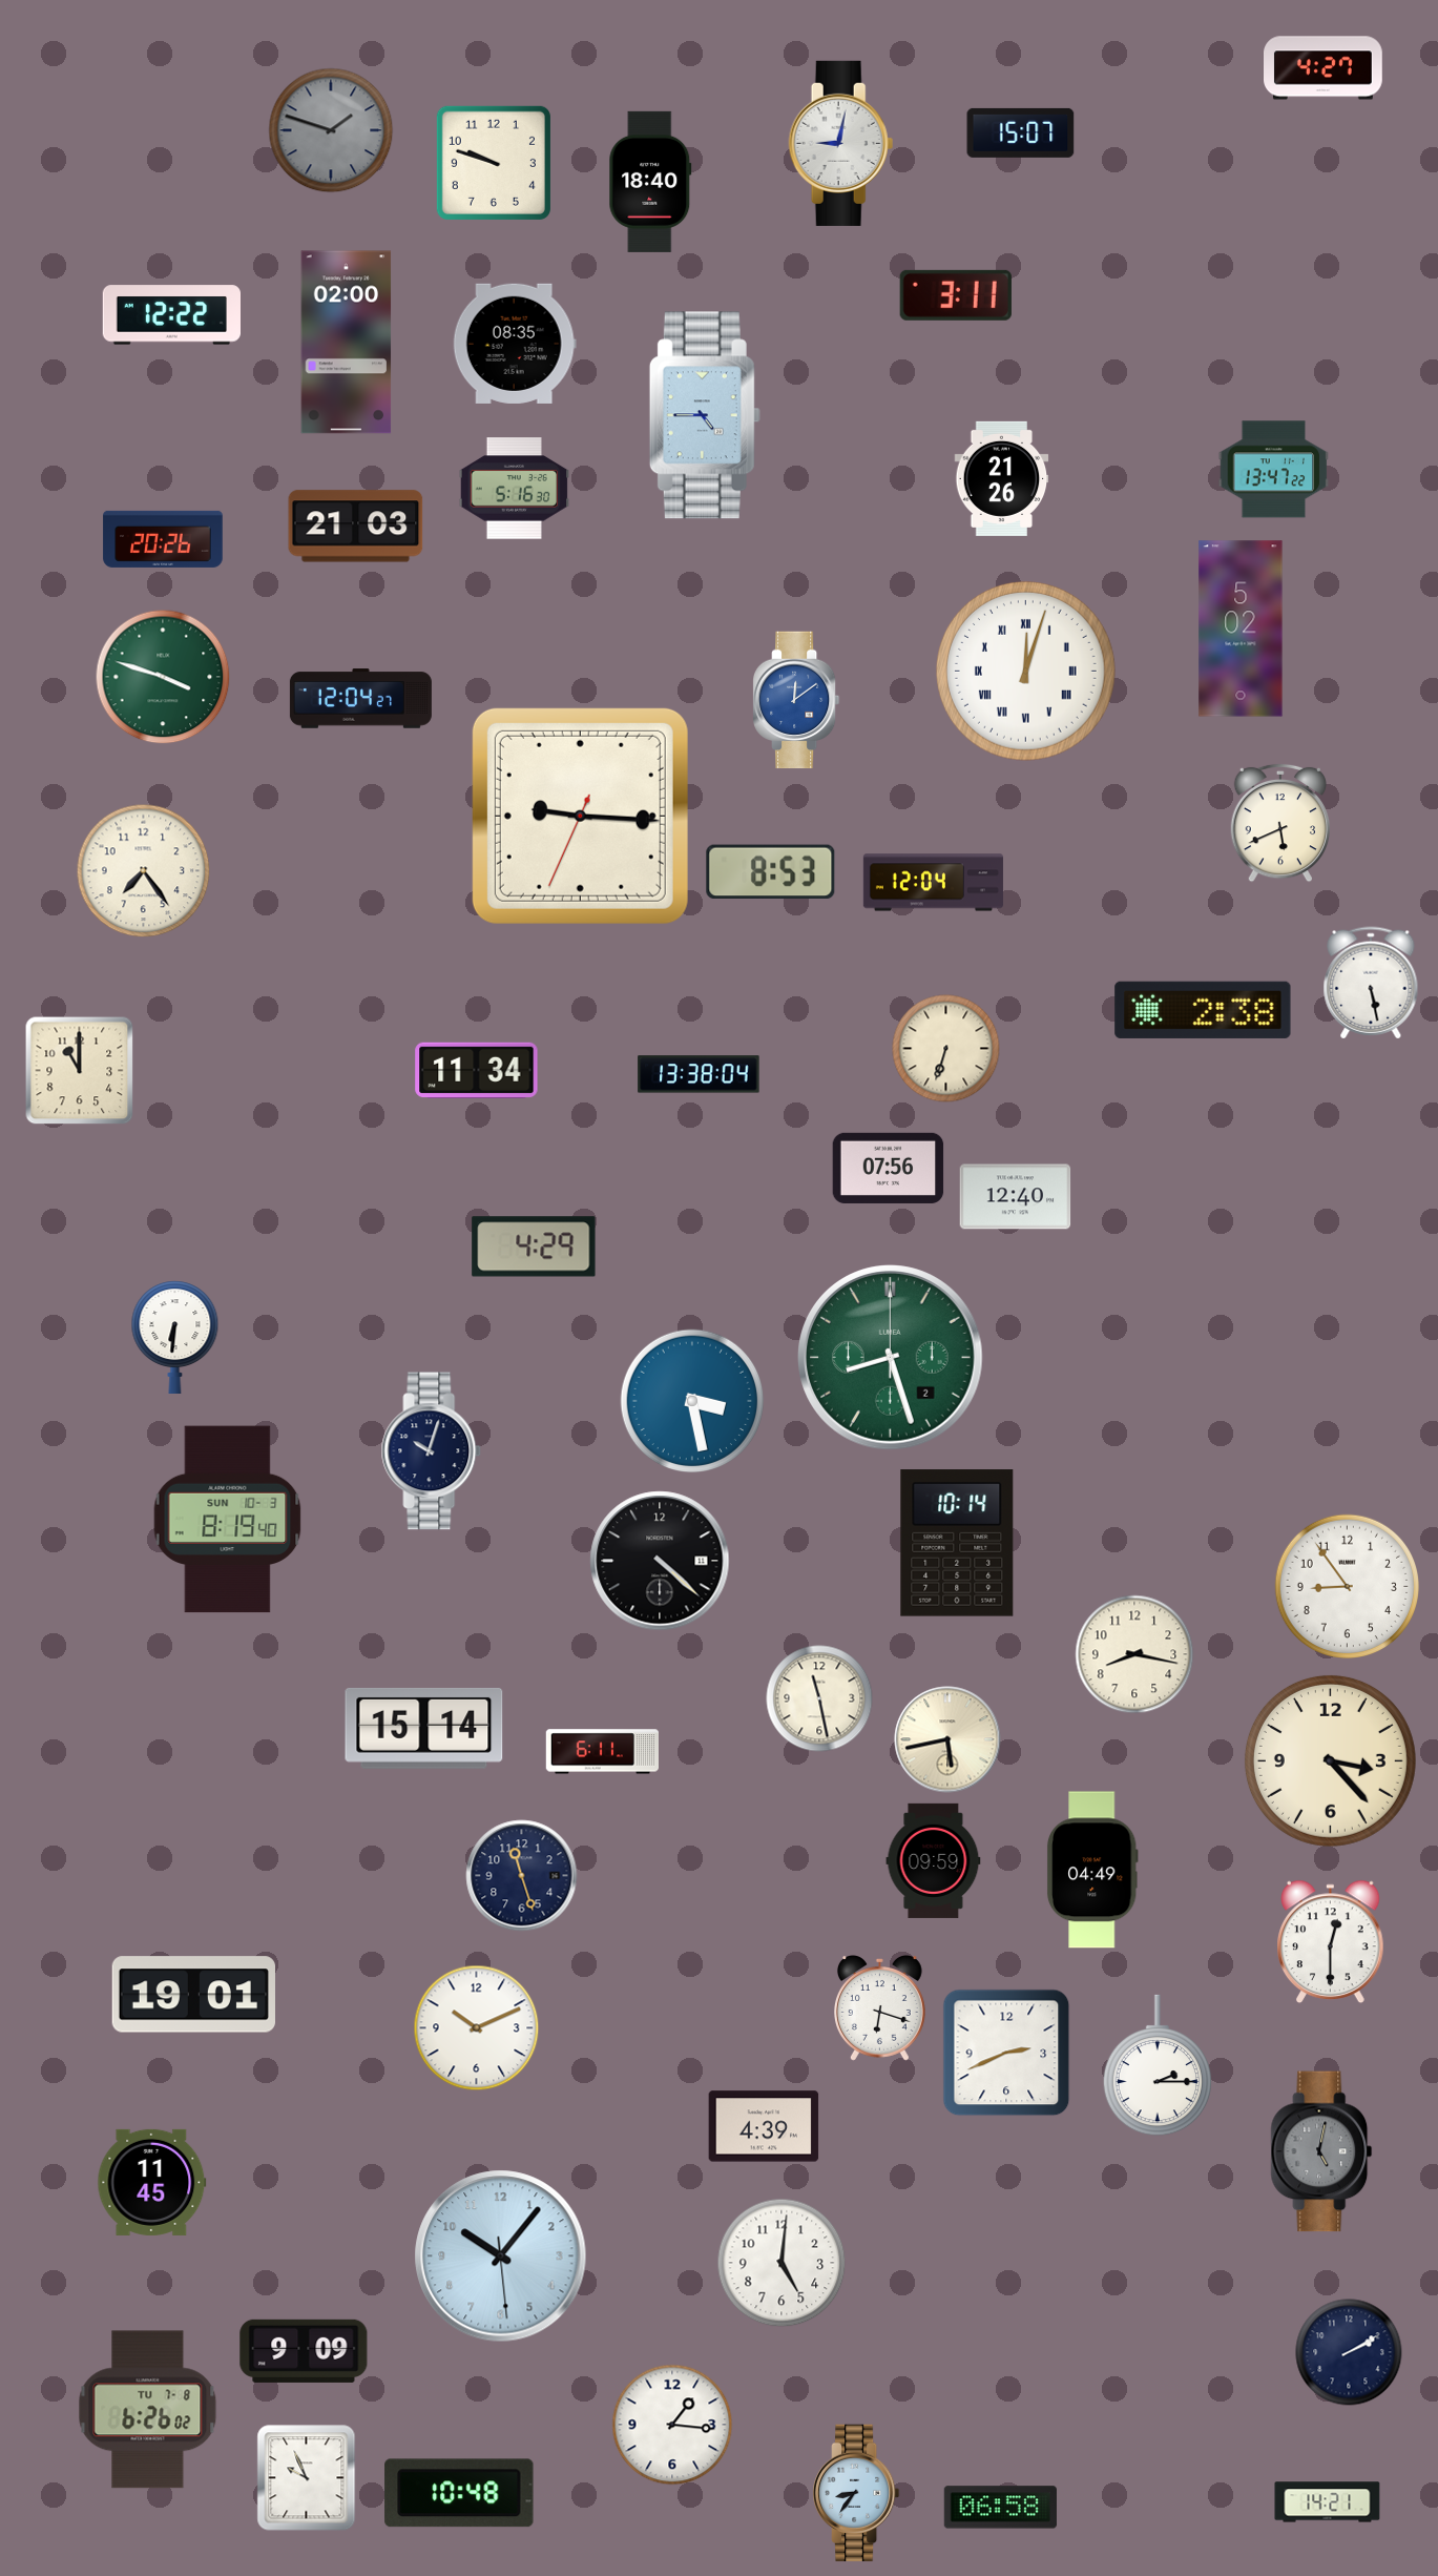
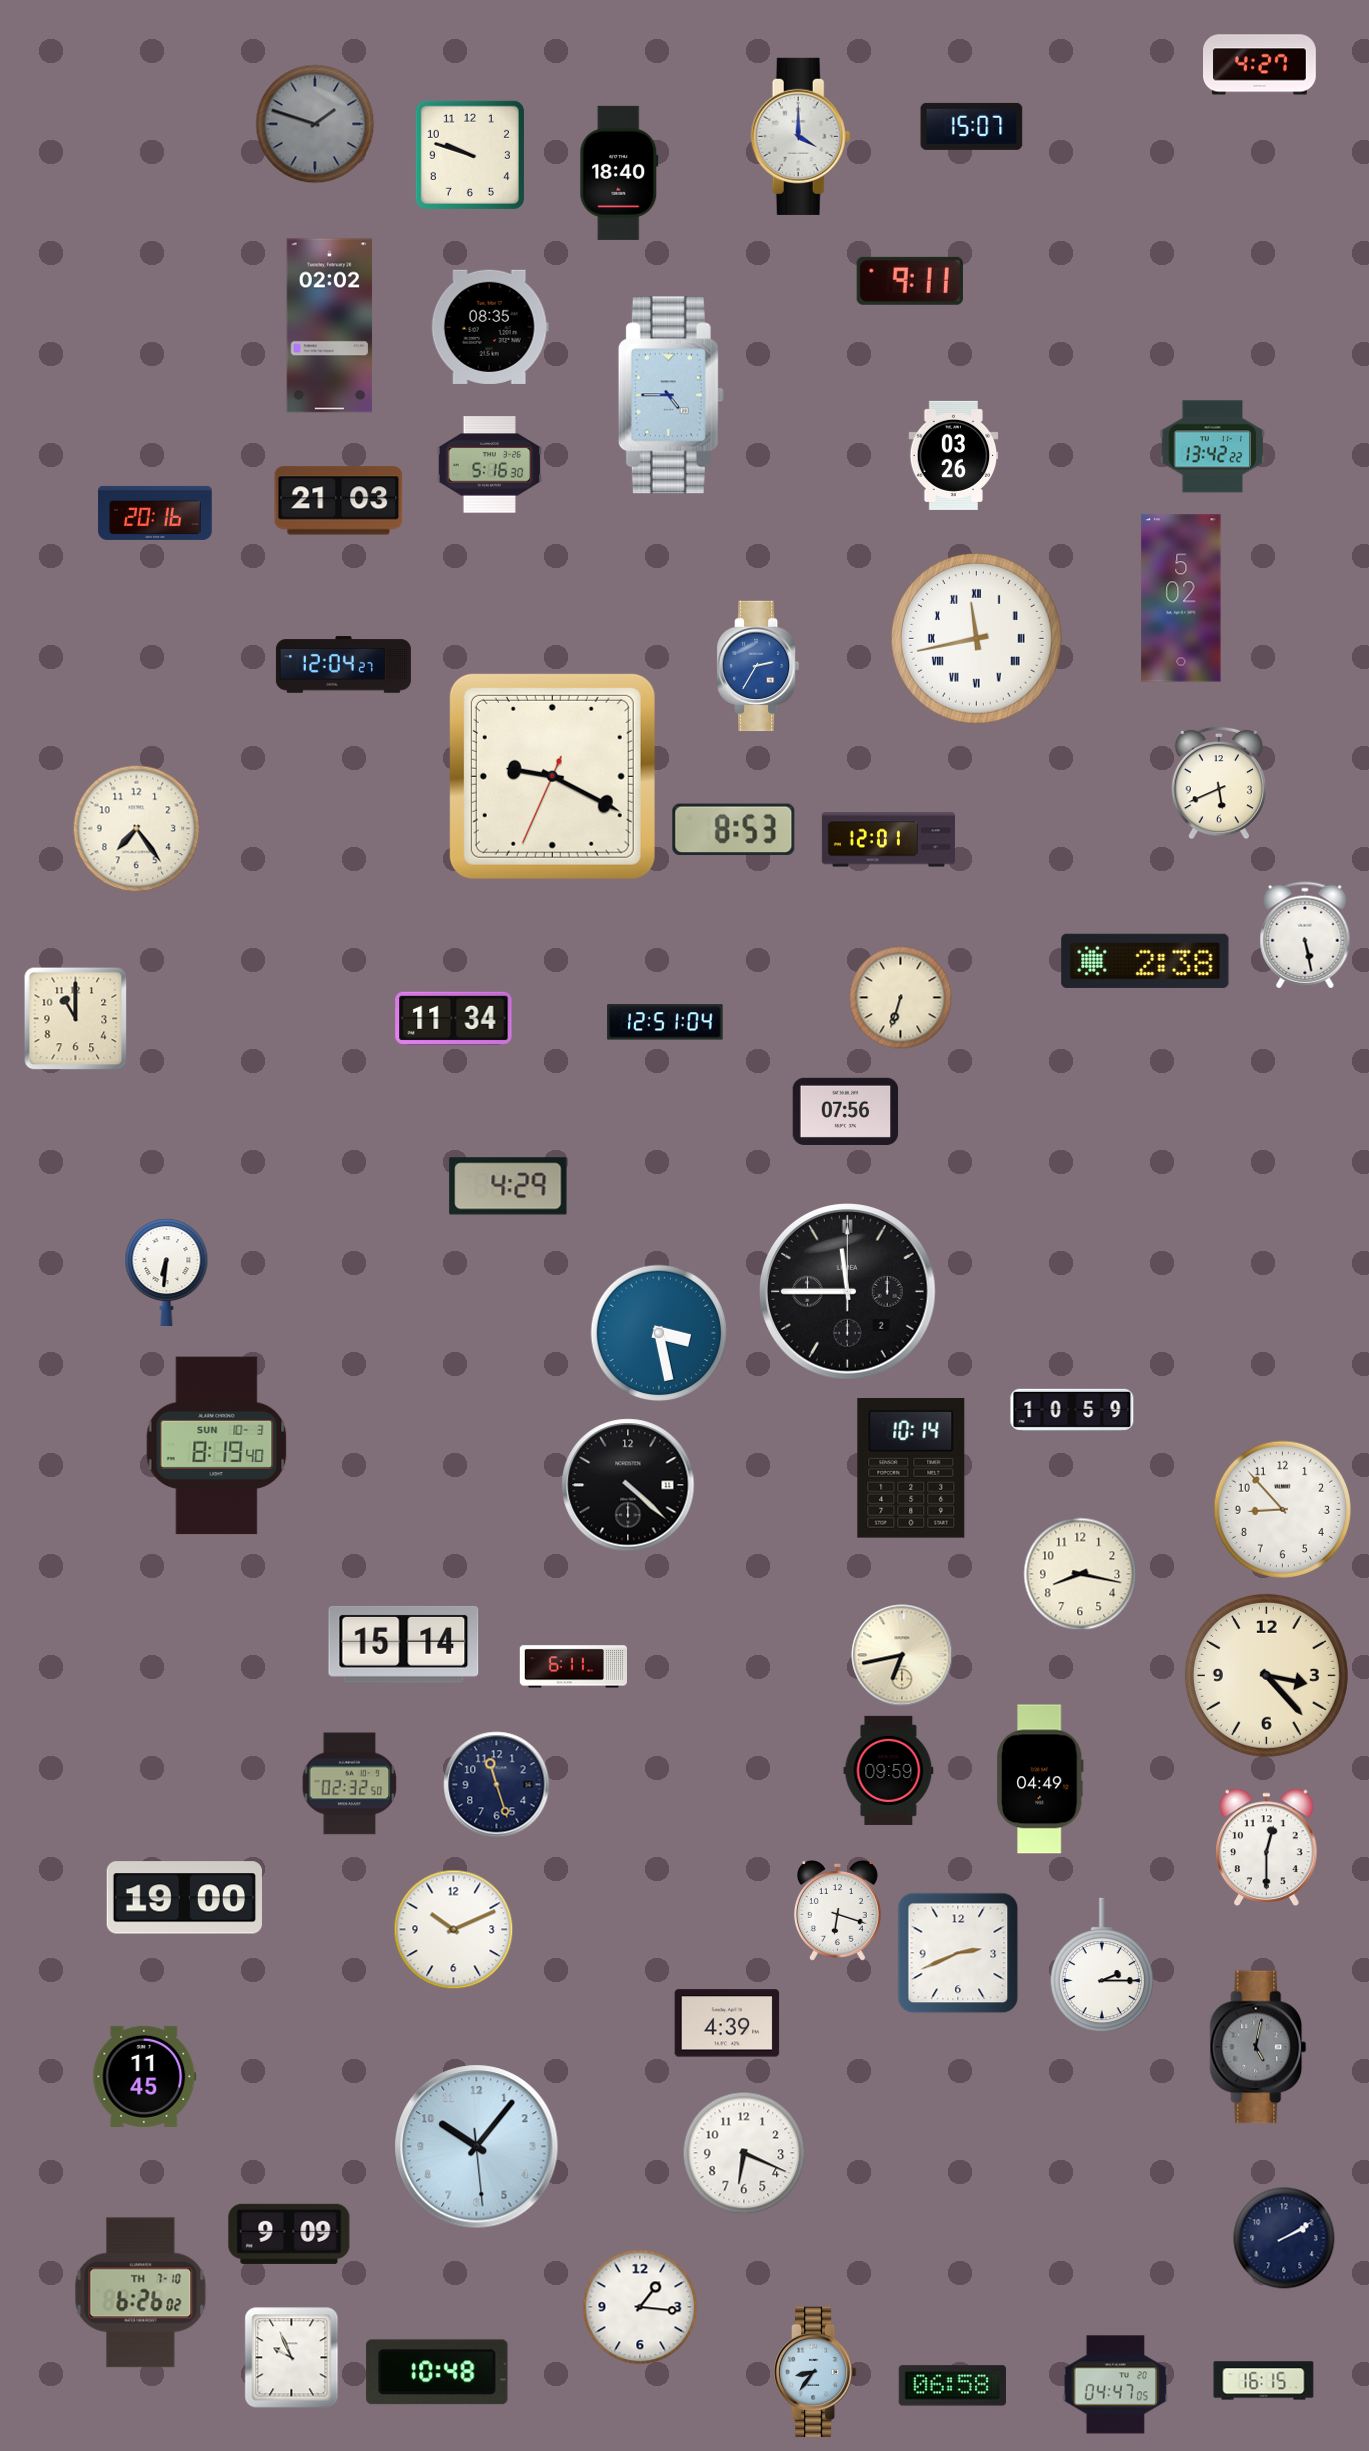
clock at (841, 143): 9:02 -> 4:00
clock at (956, 295): 3:11 -> 9:11
clock at (171, 315): 12:22 -> none
clock at (347, 343): 02:00 -> 02:02
clock at (1274, 470): 13:47 -> 13:42
clock at (1002, 478): 21:26 -> 03:26
clock at (163, 539): 20:26 -> 20:16
clock at (1025, 671): 12:03 -> 11:43
clock at (163, 677): 3:48 -> none
clock at (796, 700): 12:09 -> 2:35
clock at (580, 816): 9:15 -> 9:19
clock at (933, 883): 12:04 -> 12:01
clock at (699, 1074): 13:38 -> 12:51
clock at (1016, 1197): 12:40 -> none
clock at (891, 1358): 8:27 -> 11:45
clock at (891, 1358) dial: green -> black
clock at (432, 1451): 10:03 -> none
clock at (1072, 1410): none -> 10:59
clock at (1347, 1586): 8:54 -> 8:53
clock at (819, 1698): 11:28 -> none
clock at (947, 1739): 5:43 -> 6:43
clock at (350, 1784): none -> 02:32
clock at (193, 1995): 19:01 -> 19:00
clock at (781, 2263): 5:01 -> 6:19
clock at (304, 2351) position: (304, 2351) -> (289, 2234)
clock at (148, 2410) date: TU 7-8 -> TH 7-10
clock at (1328, 2502): 14:21 -> 16:15
clock at (1116, 2385): none -> 04:47
